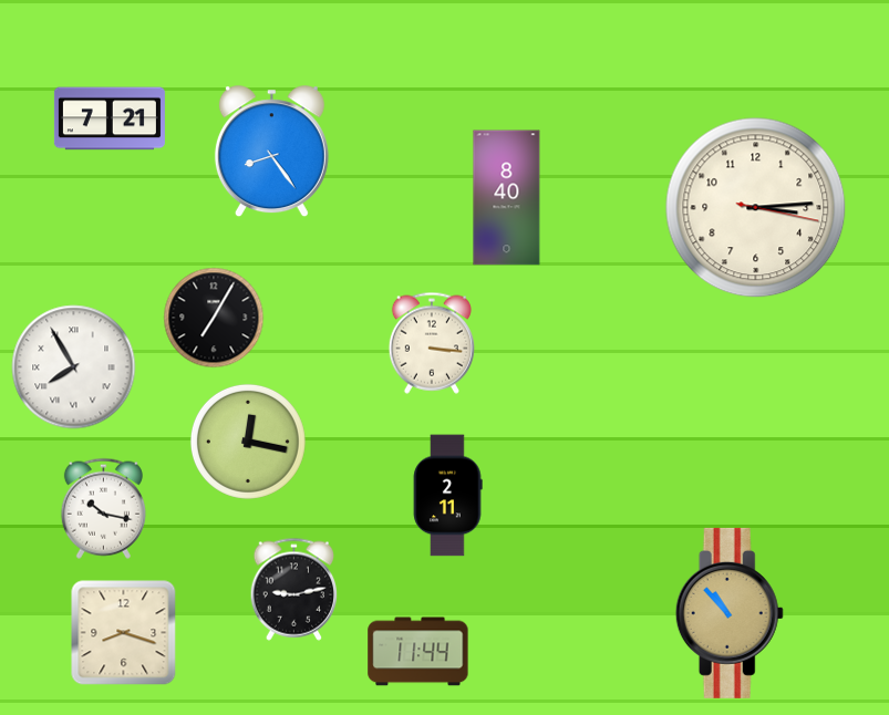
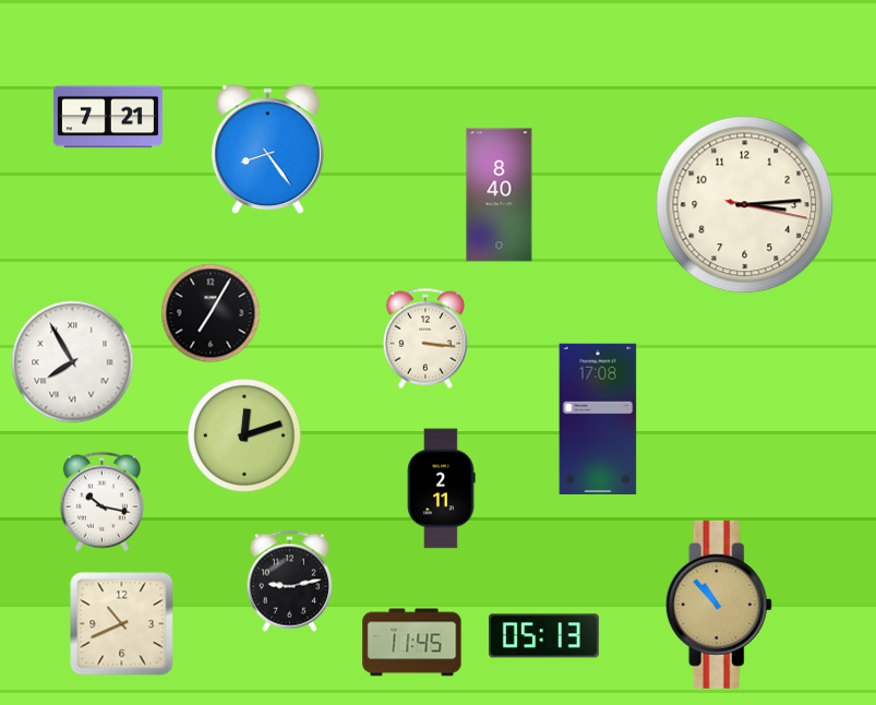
clock at (598, 418): none -> 17:08
clock at (248, 442): 12:17 -> 12:12
clock at (124, 633): 8:18 -> 10:41
clock at (543, 636): none -> 05:13
clock at (418, 652): 11:44 -> 11:45
